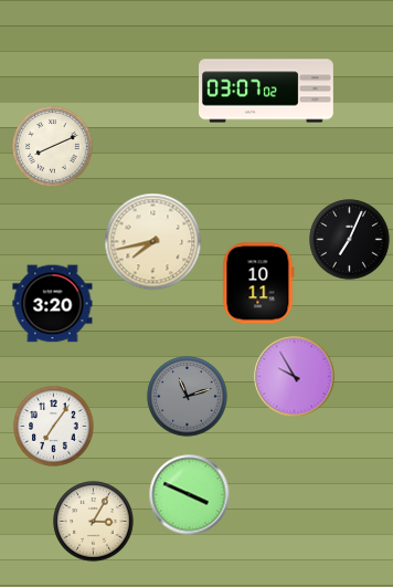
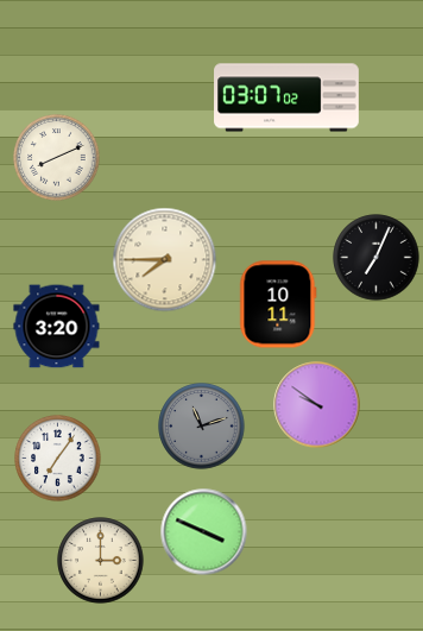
clock at (153, 242): 7:43 -> 7:45
clock at (295, 377): 9:55 -> 9:51
clock at (94, 522): 3:05 -> 3:00
